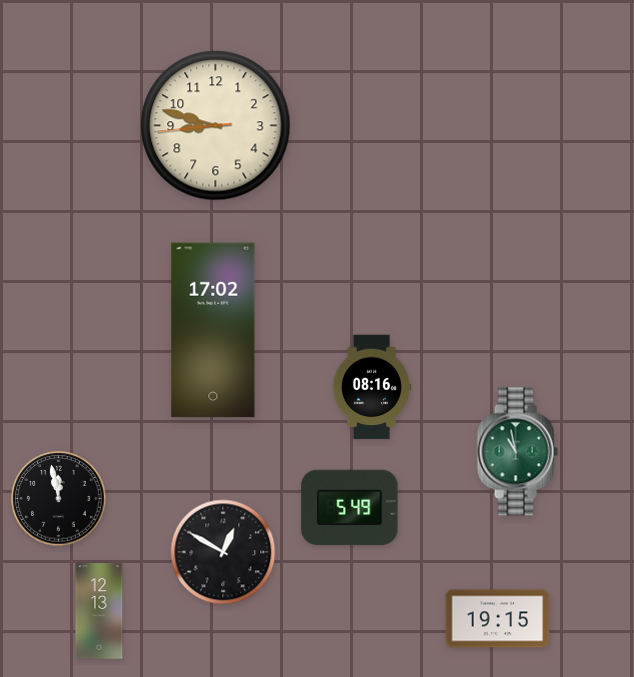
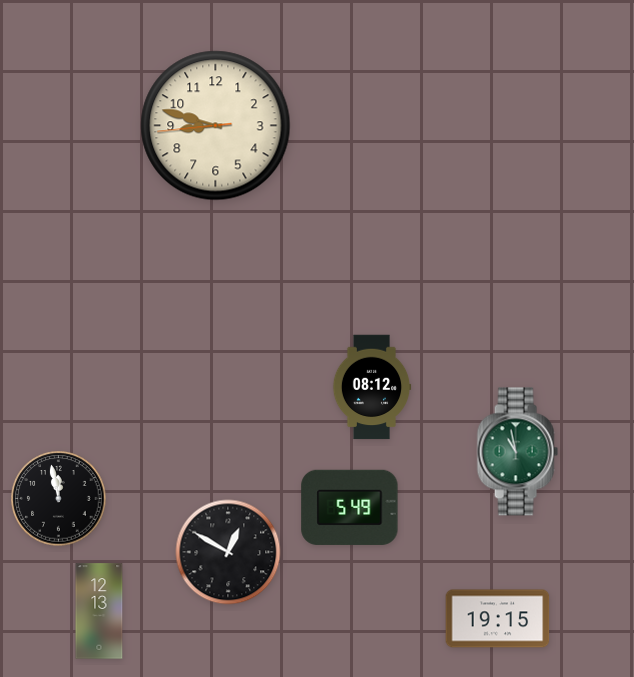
clock at (213, 330): 17:02 -> none
clock at (372, 387): 08:16 -> 08:12
clock at (223, 552) position: (223, 552) -> (228, 552)
